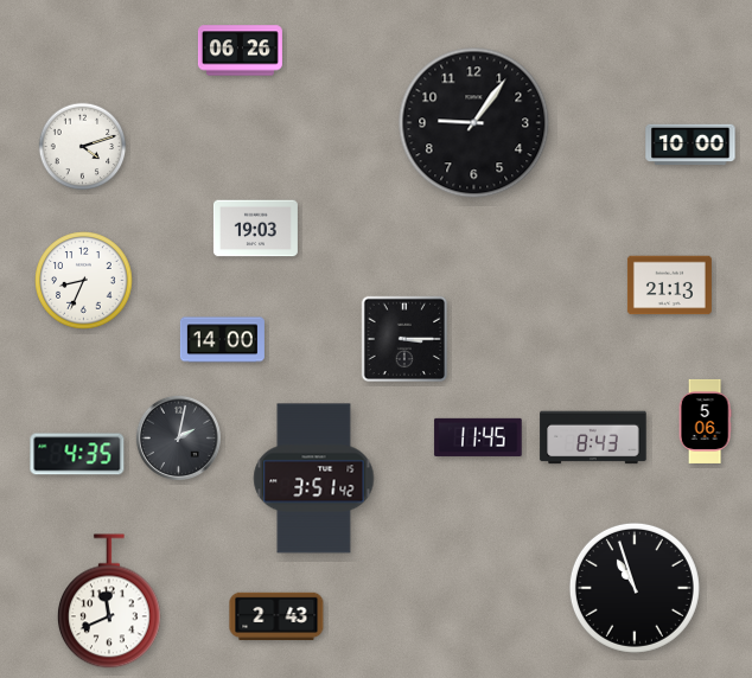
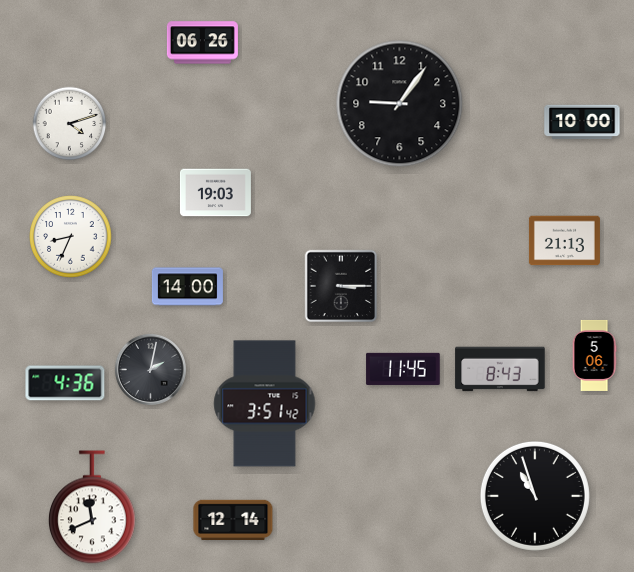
clock at (77, 454): 4:35 -> 4:36
clock at (276, 615): 2:43 -> 12:14
